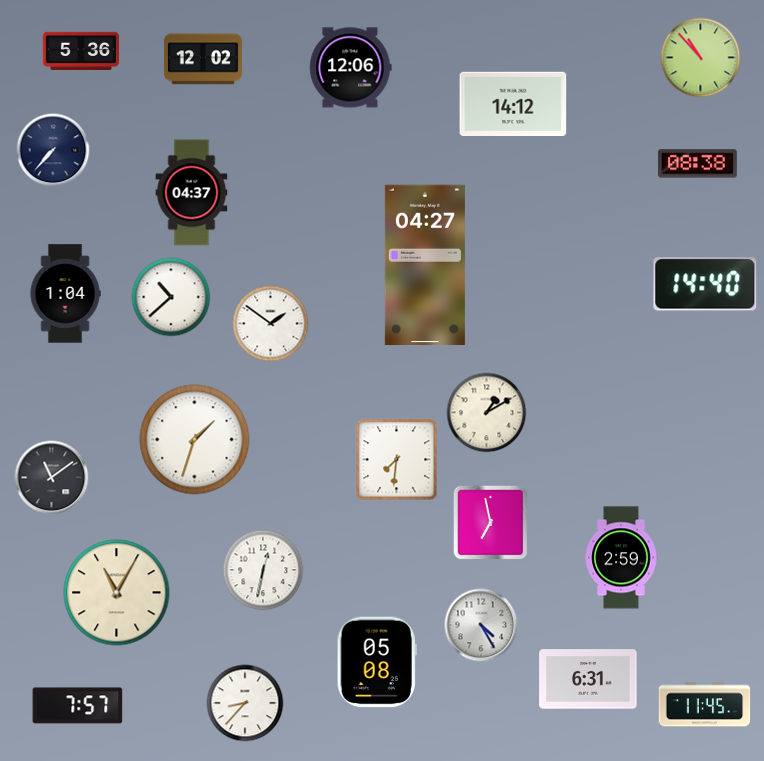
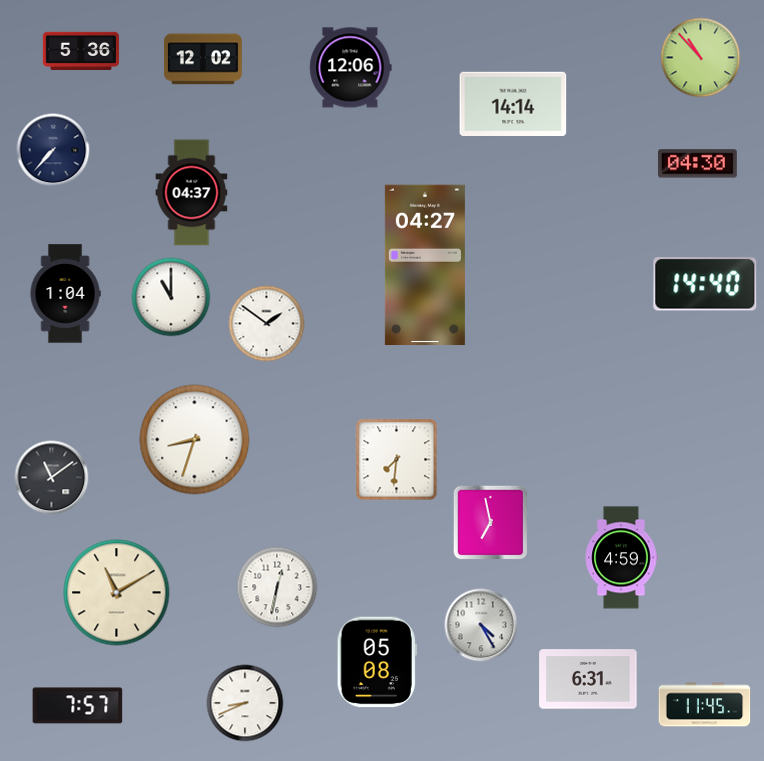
clock at (513, 103): 14:12 -> 14:14
clock at (698, 164): 08:38 -> 04:30
clock at (171, 297): 10:38 -> 11:00
clock at (271, 324) position: (271, 324) -> (267, 324)
clock at (487, 413): 1:10 -> none
clock at (195, 440): 1:33 -> 8:33
clock at (621, 558): 2:59 -> 4:59
clock at (263, 570) position: (263, 570) -> (277, 587)
clock at (117, 593): 11:05 -> 11:10
clock at (245, 703): 8:37 -> 8:41
